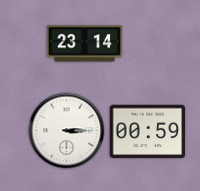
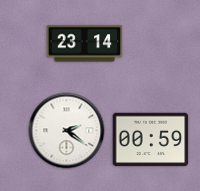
clock at (67, 131): 3:15 -> 2:21
clock at (148, 132) position: (148, 132) -> (151, 140)
